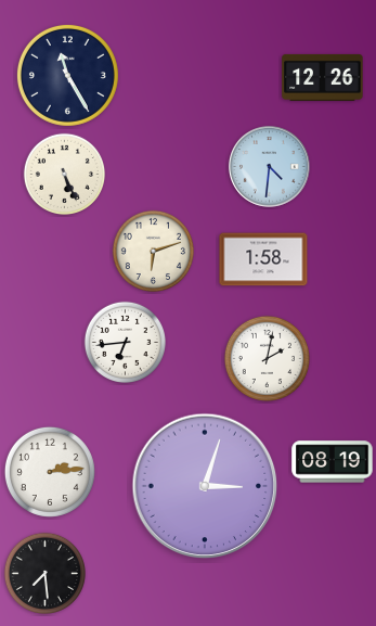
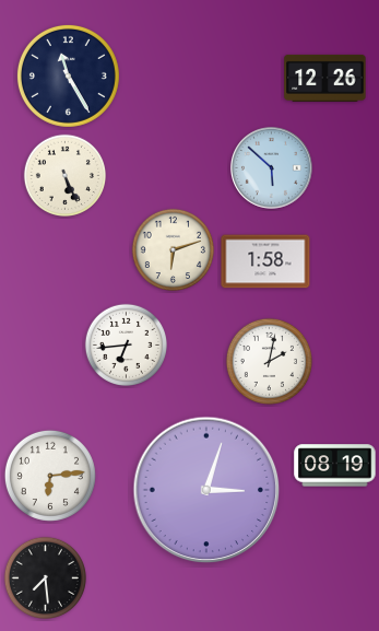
clock at (270, 167): 4:31 -> 5:52
clock at (153, 251) position: (153, 251) -> (173, 249)
clock at (50, 472): 2:14 -> 6:14
